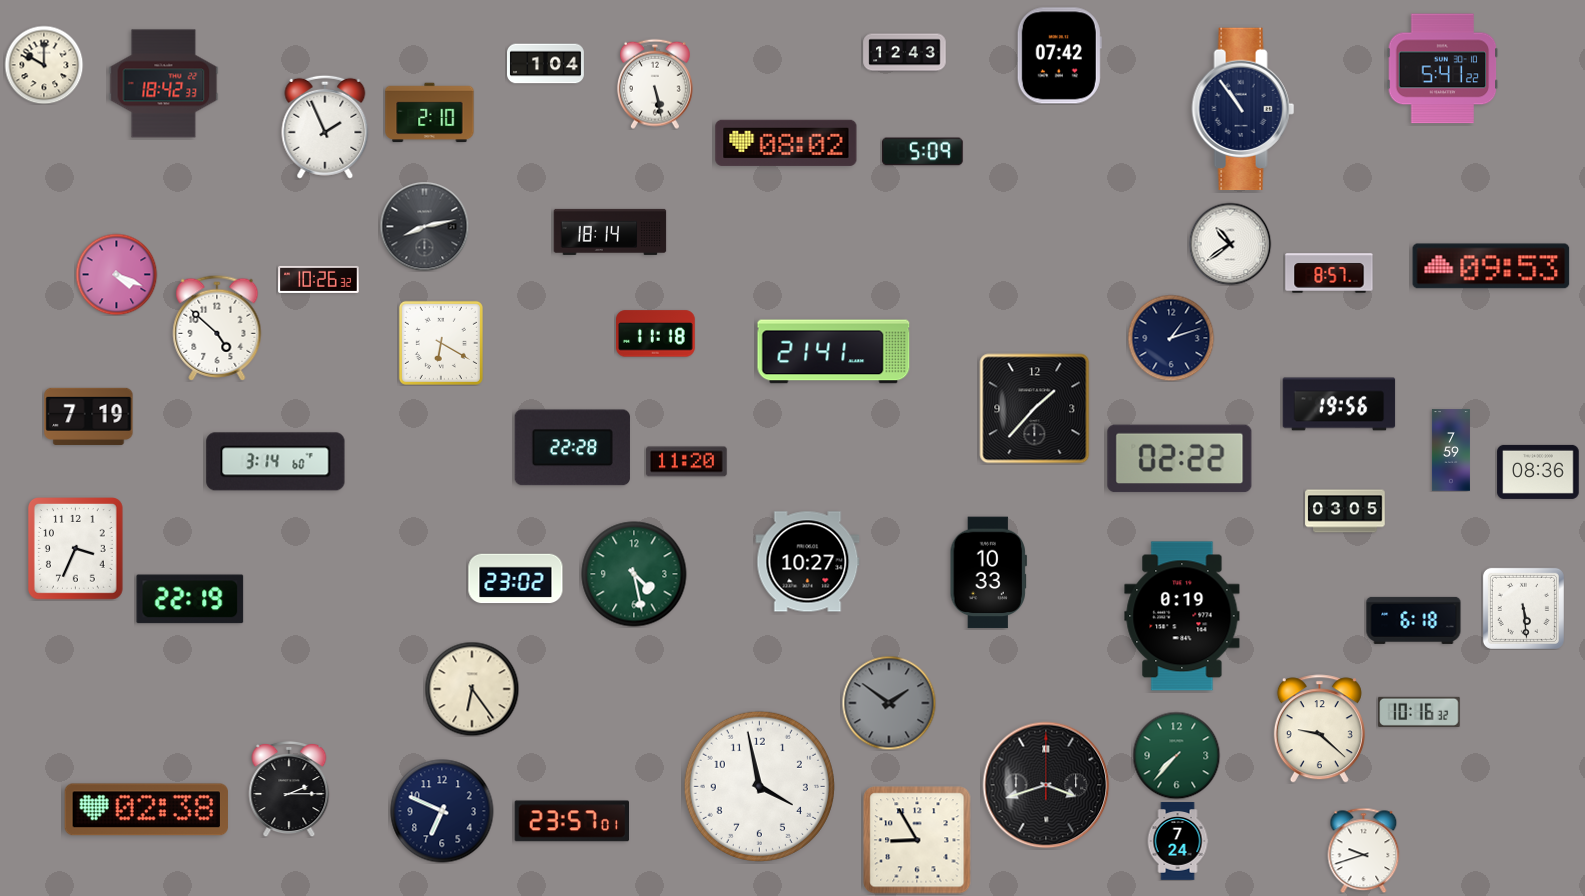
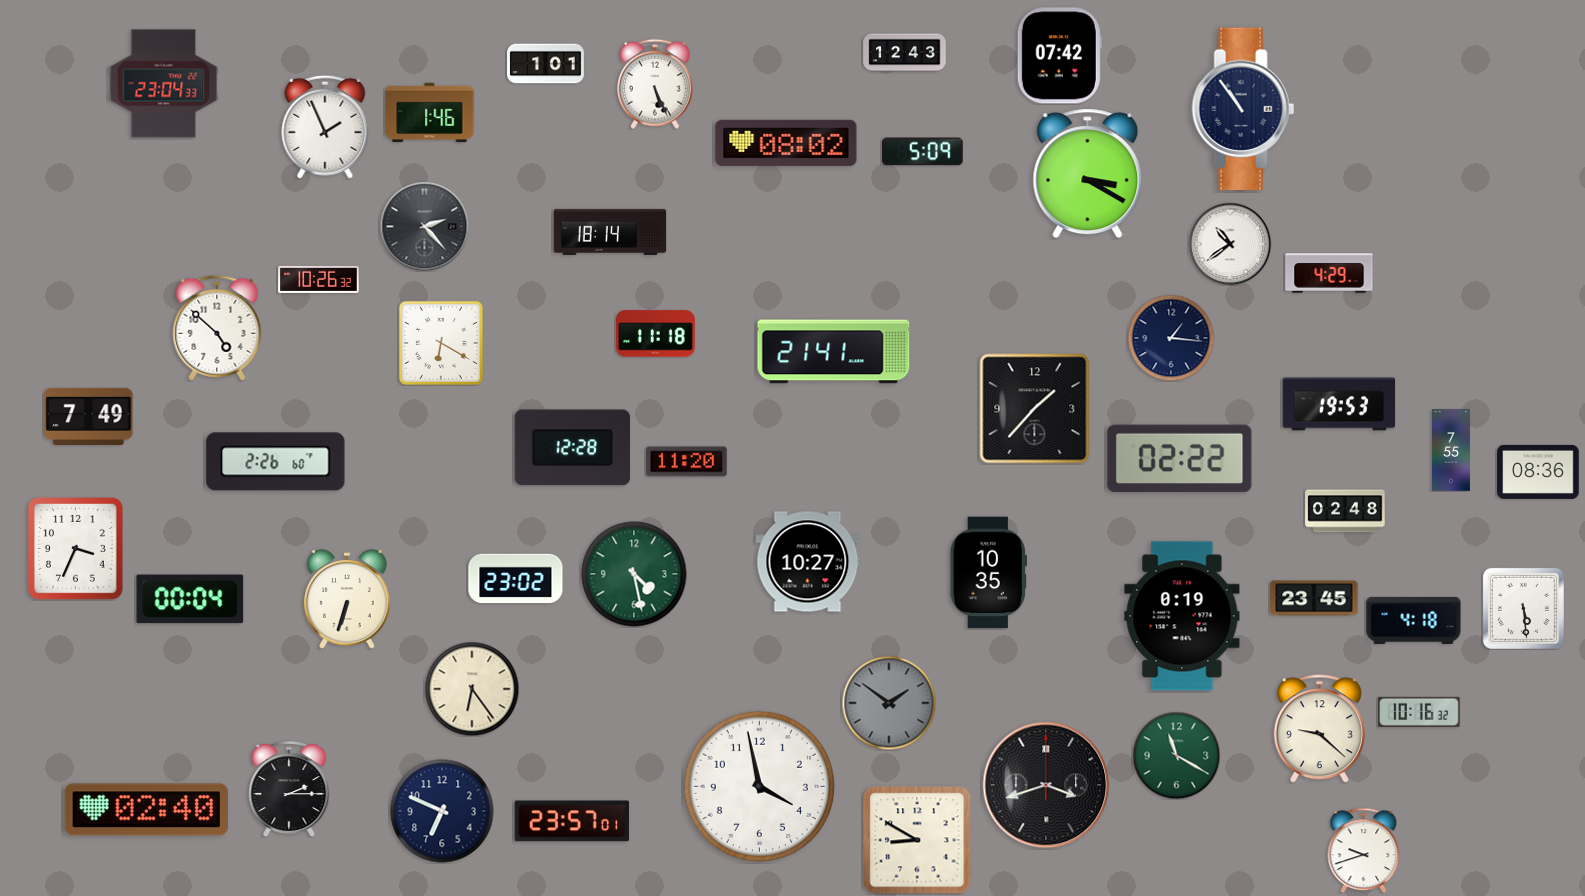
clock at (546, 64): 1:04 -> 1:01
clock at (44, 65): 10:00 -> none
clock at (1443, 69): 5:41 -> none
clock at (164, 84): 18:42 -> 23:04
clock at (655, 84): 5:28 -> 5:26
clock at (430, 113): 2:10 -> 1:46
clock at (1088, 174): none -> 3:20
clock at (424, 226): 8:13 -> 2:23
clock at (1491, 266): 09:53 -> none
clock at (1329, 273): 8:57 -> 4:29
clock at (116, 274): 4:19 -> none
clock at (1171, 338): 1:12 -> 1:16
clock at (1339, 404): 19:56 -> 19:53
clock at (89, 416): 7:19 -> 7:49
clock at (572, 448): 22:28 -> 12:28
clock at (1451, 450): 7:59 -> 7:55
clock at (276, 462): 3:14 -> 2:26
clock at (1345, 511): 03:05 -> 02:48
clock at (988, 573): 10:33 -> 10:35
clock at (1314, 598): none -> 23:45
clock at (190, 599): 22:19 -> 00:04
clock at (347, 599): none -> 6:33
clock at (1414, 620): 6:18 -> 4:18
clock at (1176, 755): 7:37 -> 11:20
clock at (146, 810): 02:38 -> 02:40
clock at (917, 840): 8:55 -> 8:50
clock at (1178, 841): 7:24 -> none
